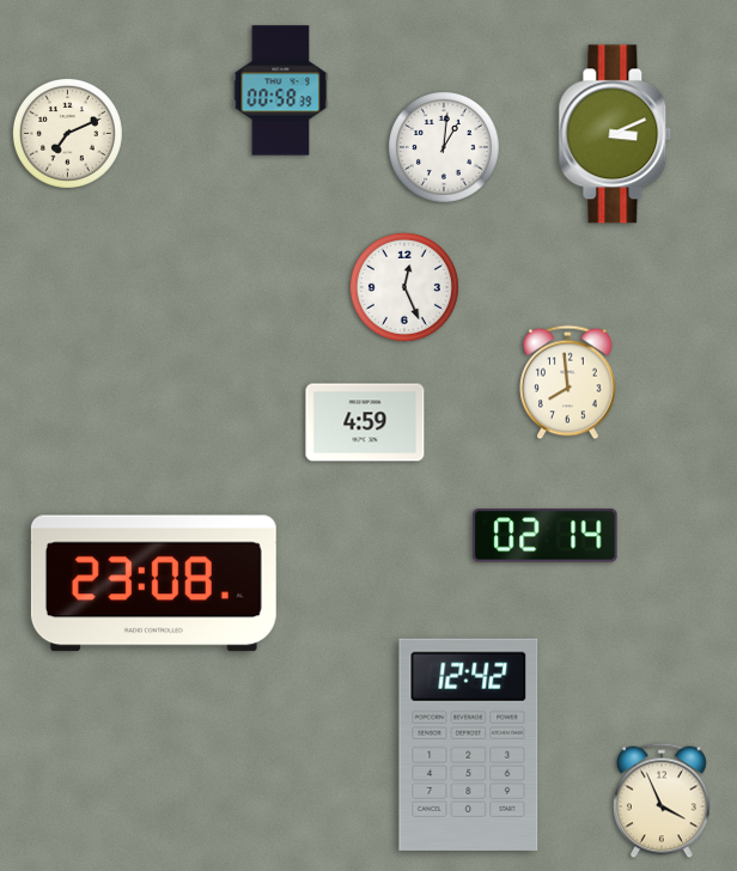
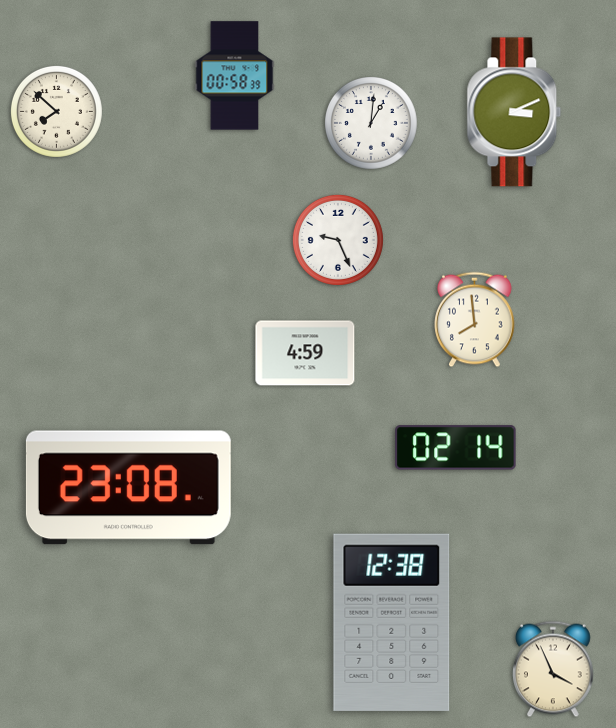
clock at (67, 133): 7:11 -> 7:52
clock at (404, 287): 12:26 -> 9:26
clock at (469, 744): 12:42 -> 12:38
